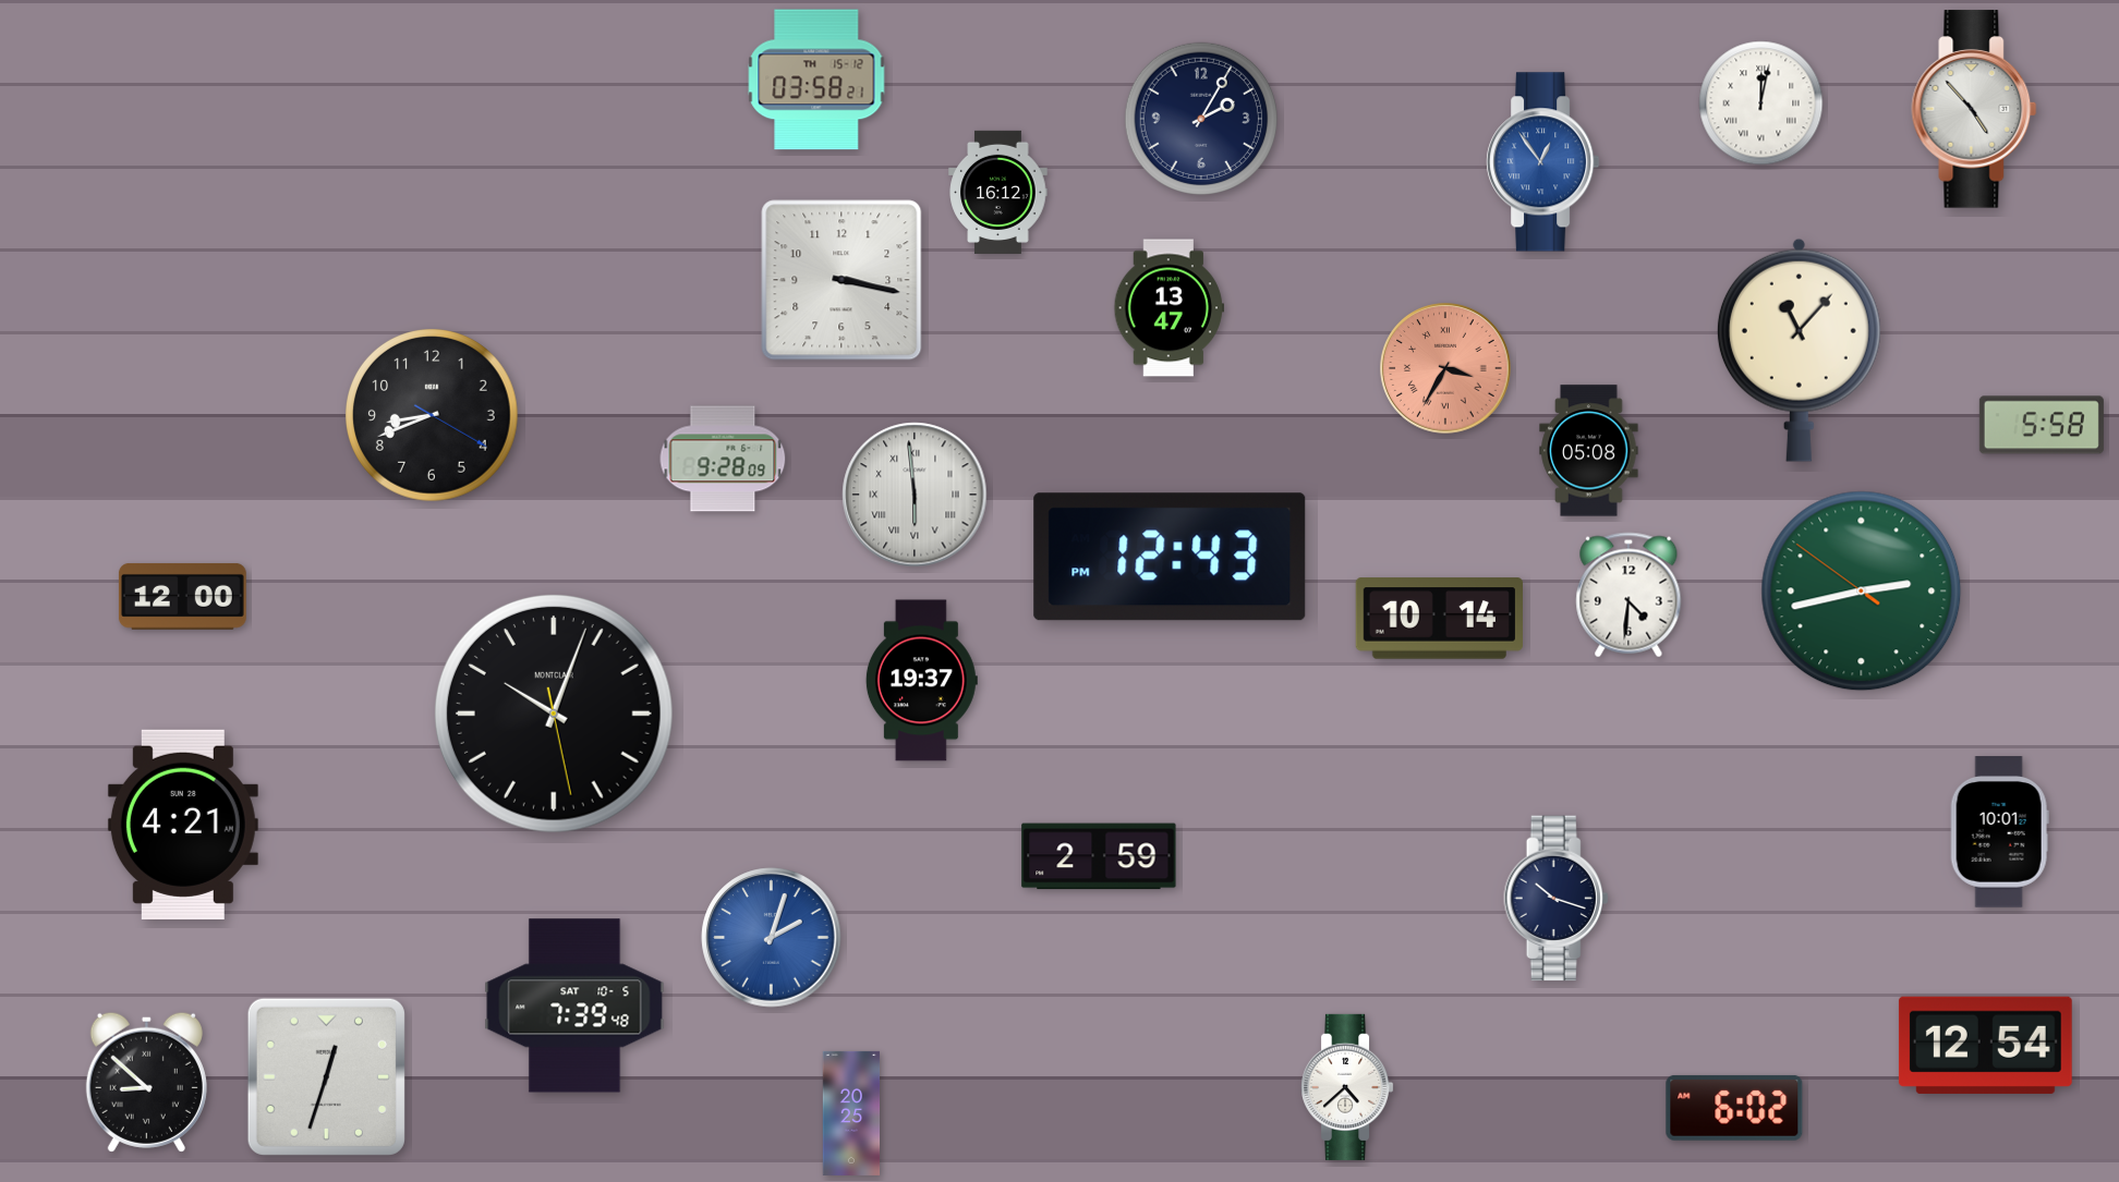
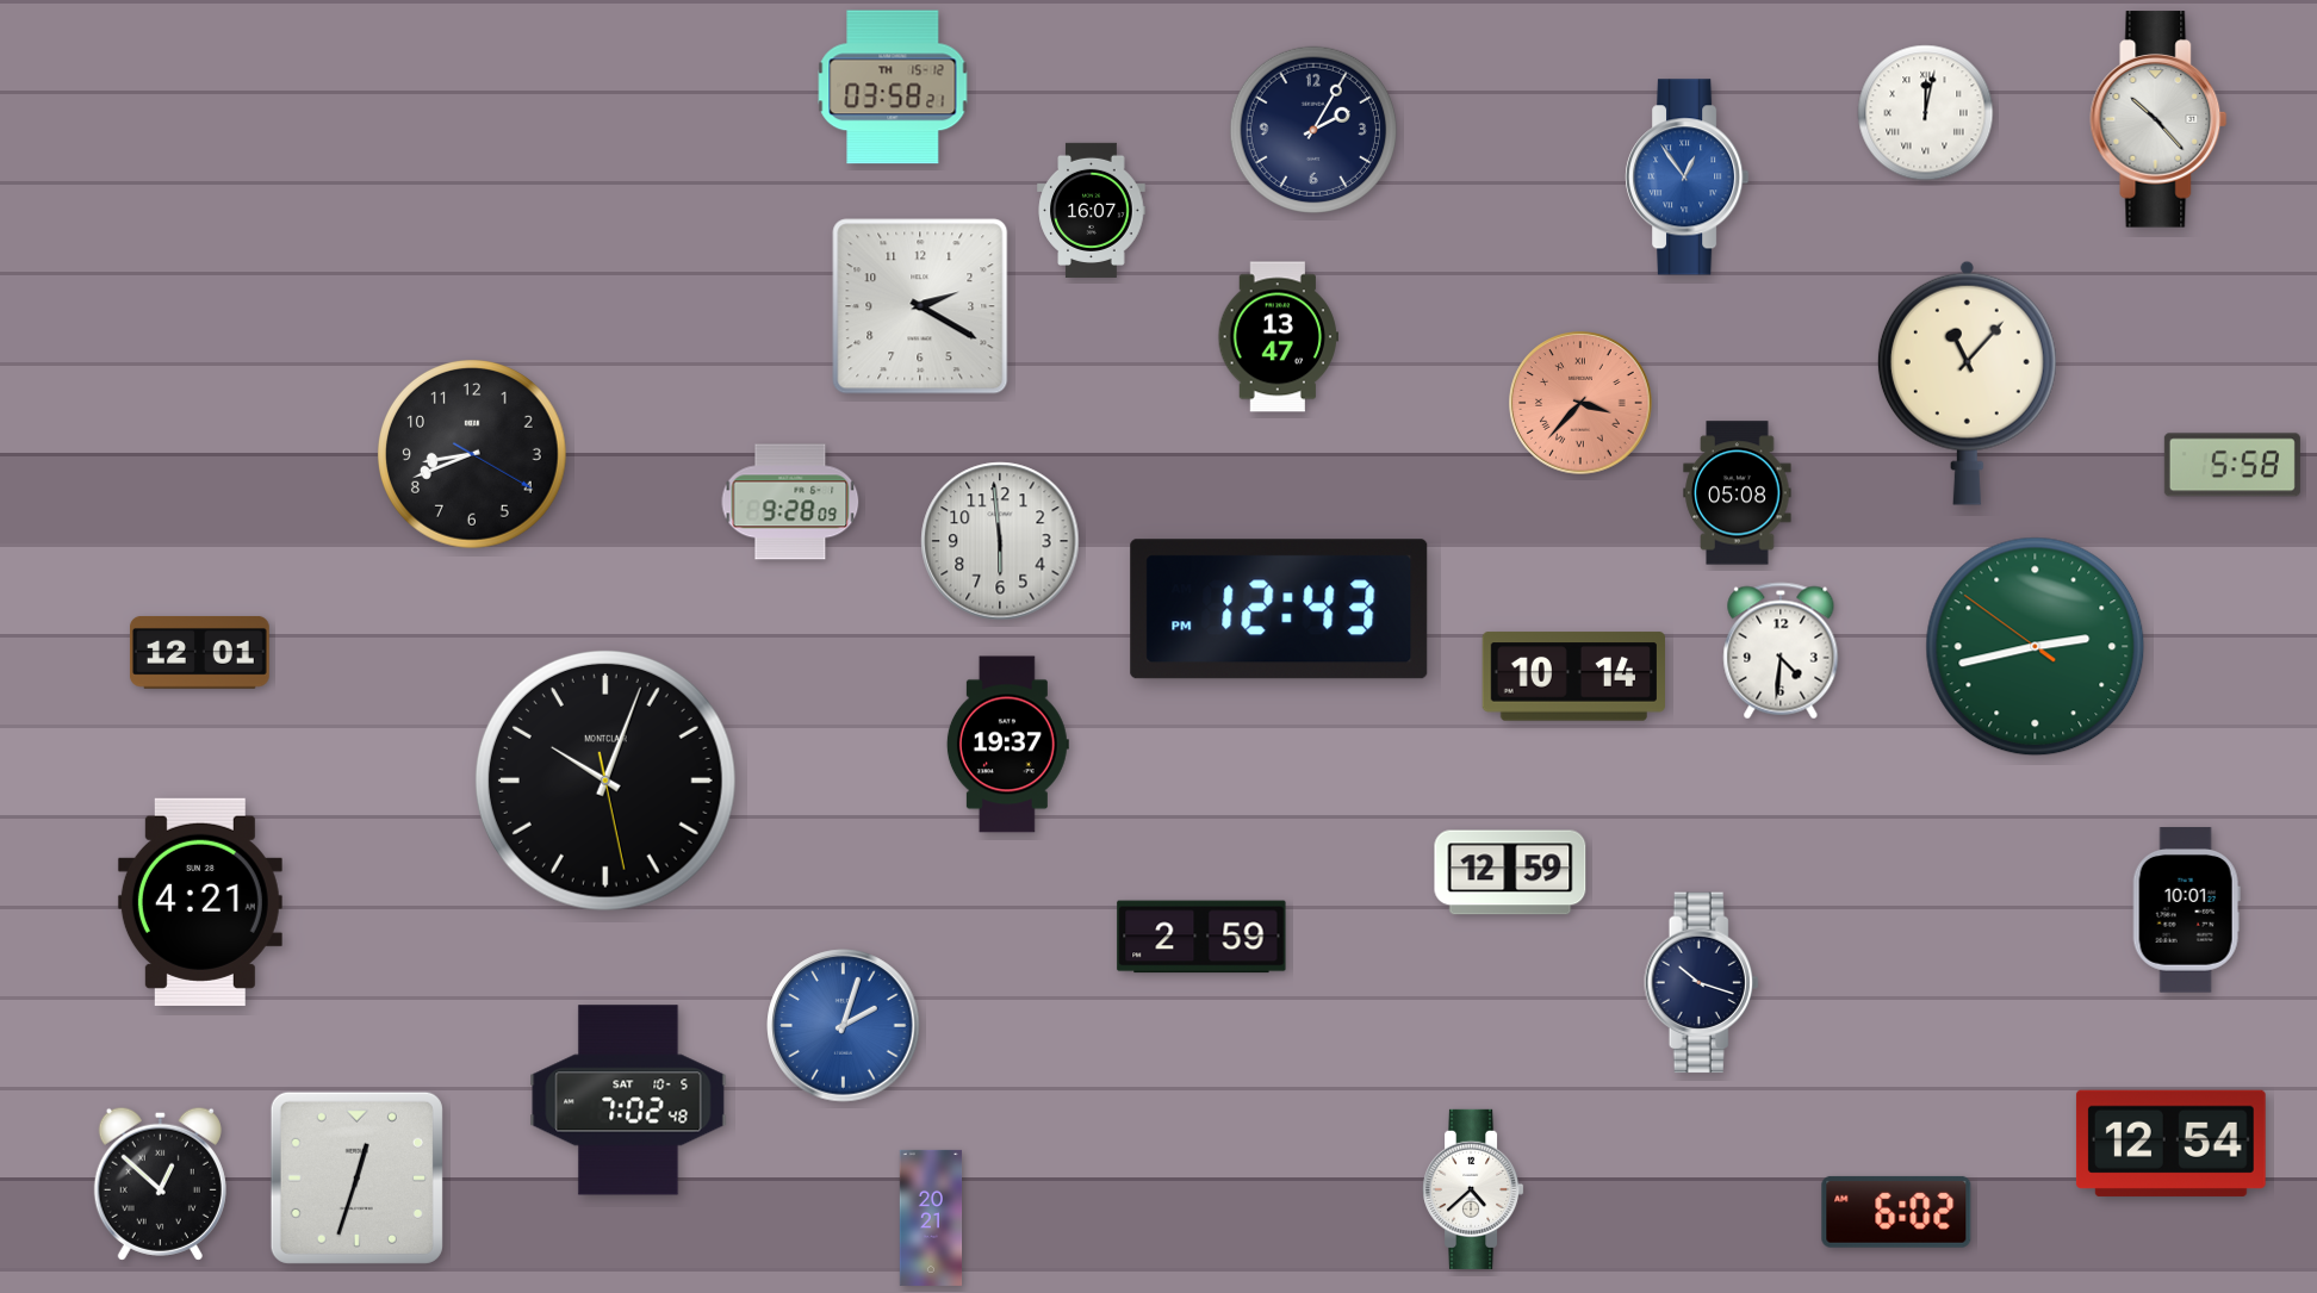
clock at (1974, 109): 4:53 -> 10:23
clock at (998, 192): 16:12 -> 16:07
clock at (841, 280): 3:17 -> 2:20
clock at (1445, 368): 3:35 -> 3:37
clock at (915, 495) numerals: Roman -> Arabic
clock at (183, 597): 12:00 -> 12:01
clock at (1510, 872): none -> 12:59
clock at (574, 1006): 7:39 -> 7:02
clock at (146, 1082): 8:52 -> 12:52
clock at (851, 1113): 20:25 -> 20:21
